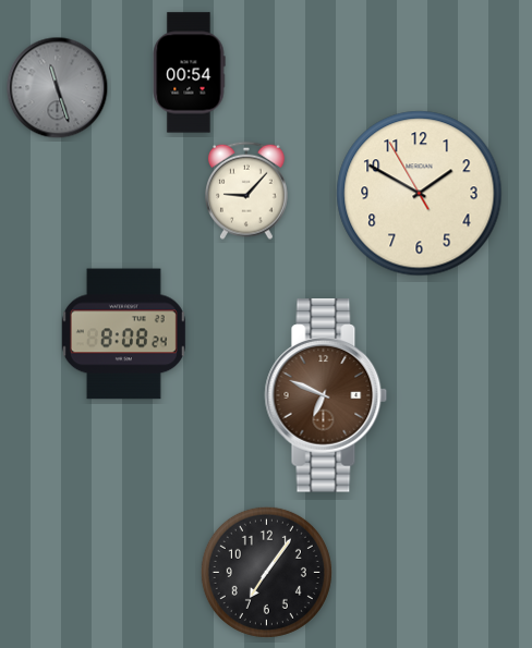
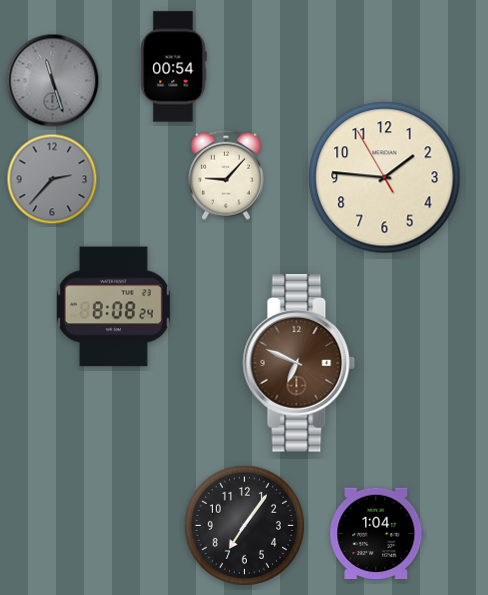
clock at (420, 194): 1:49 -> 1:45
clock at (52, 179): none -> 2:37
clock at (377, 534): none -> 1:04
